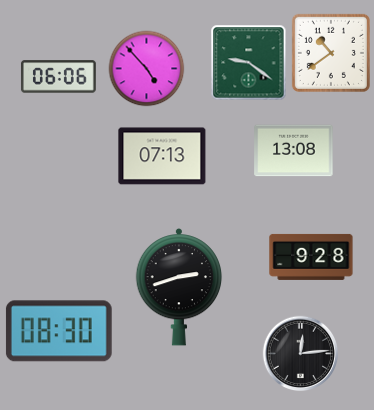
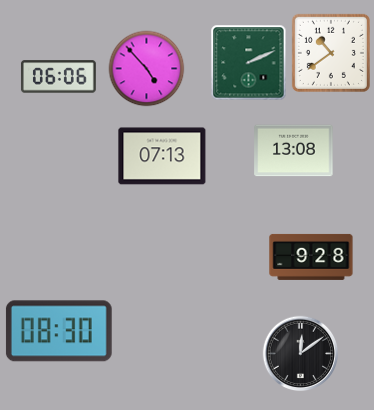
clock at (249, 63): 9:21 -> 2:11
clock at (179, 288): 2:42 -> none
clock at (301, 354): 12:14 -> 12:09
